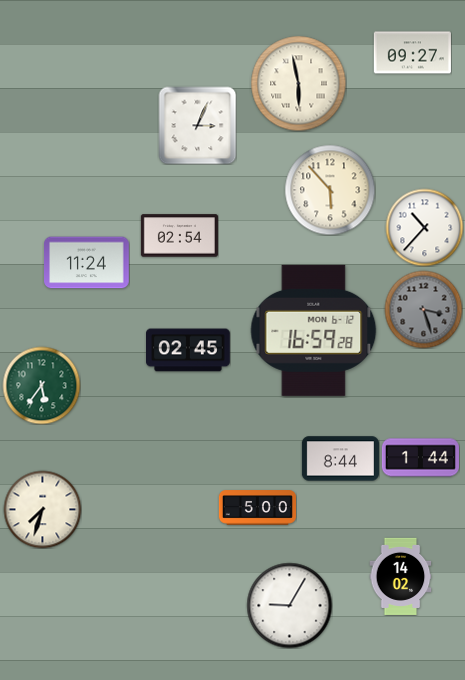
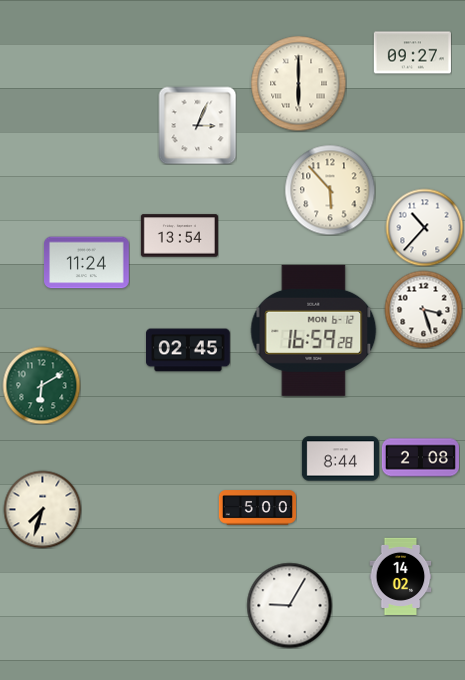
clock at (298, 83): 5:58 -> 6:00
clock at (179, 236): 02:54 -> 13:54
clock at (423, 309) dial: grey -> white
clock at (41, 385): 5:36 -> 6:10
clock at (420, 458): 1:44 -> 2:08
